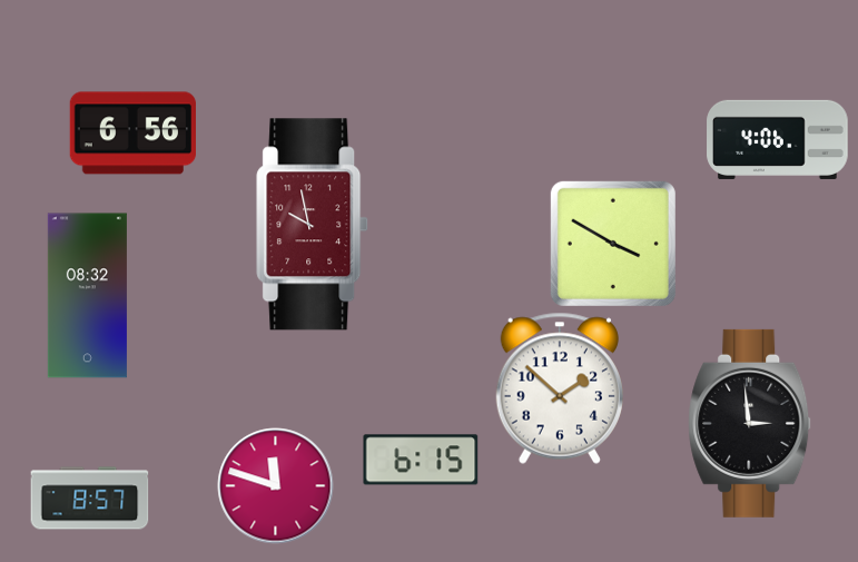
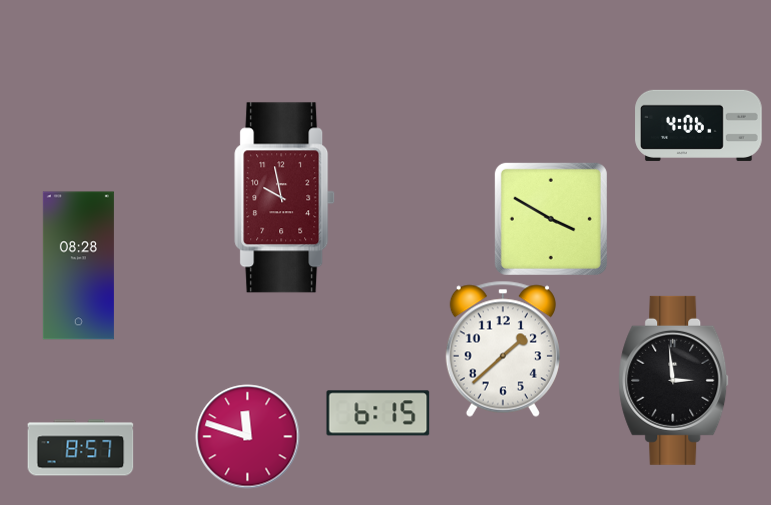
clock at (132, 134): 6:56 -> none
clock at (313, 225) position: (313, 225) -> (285, 198)
clock at (87, 296): 08:32 -> 08:28
clock at (560, 388): 1:52 -> 1:38
